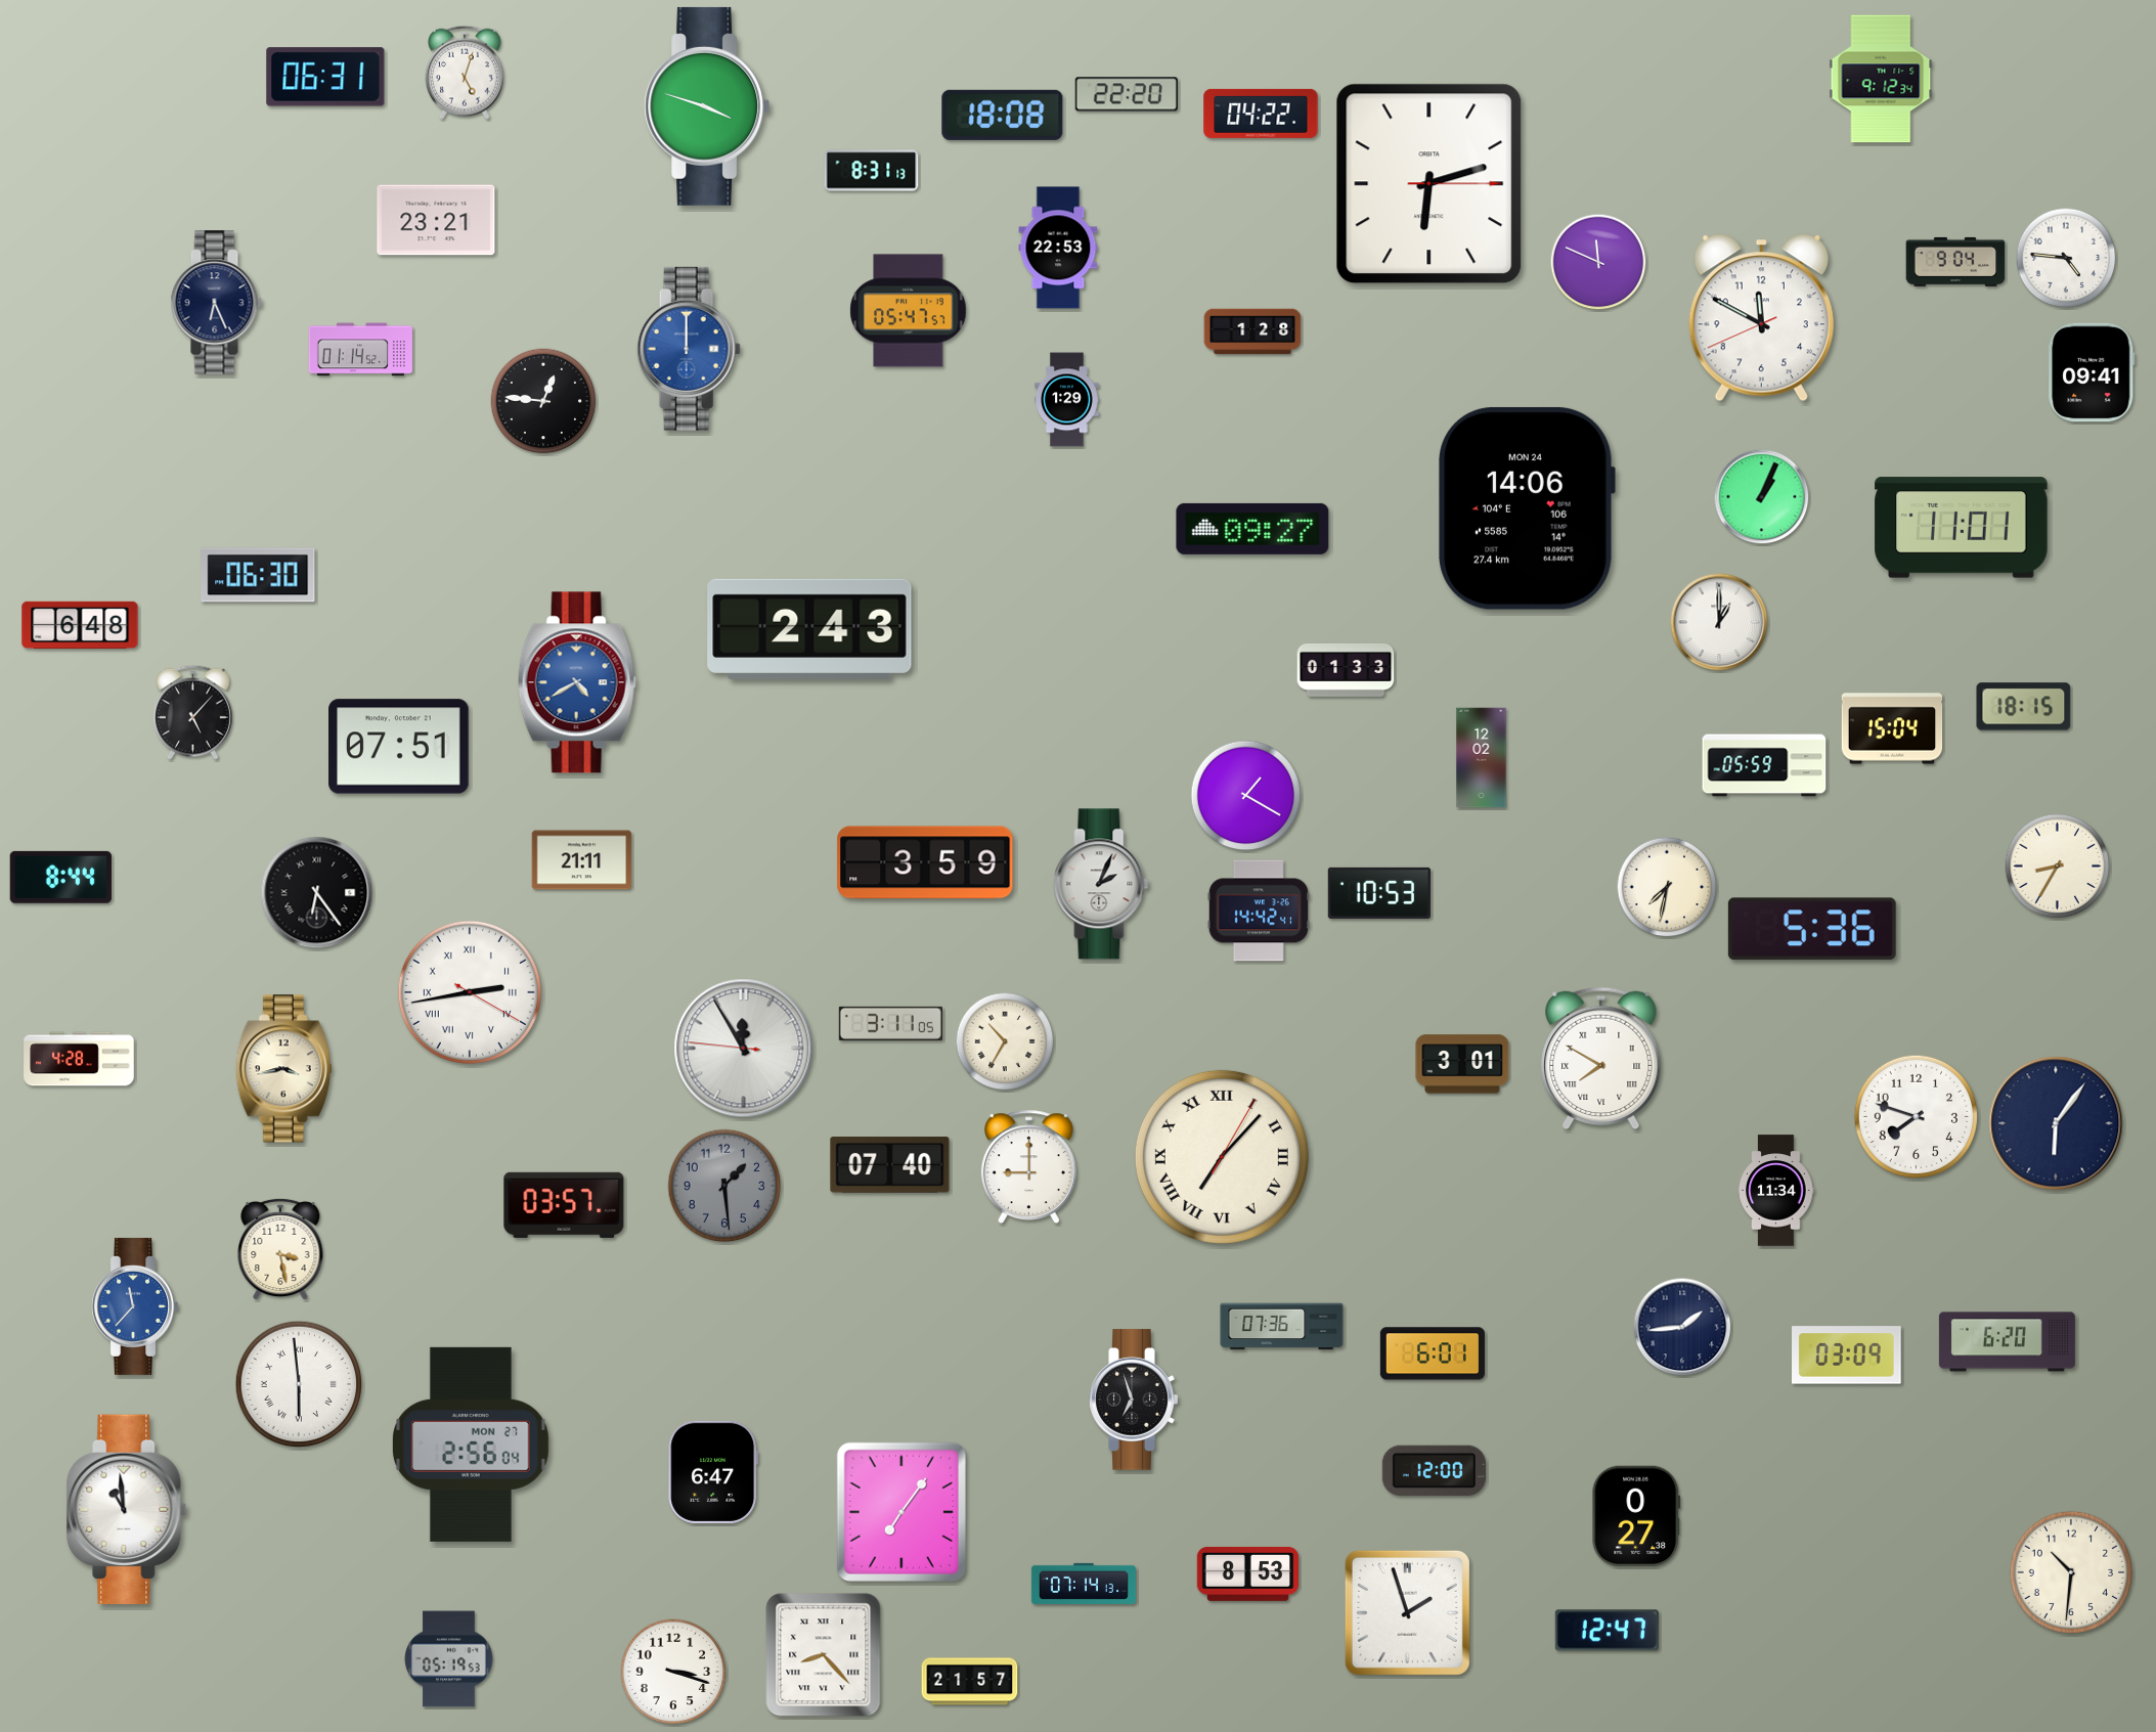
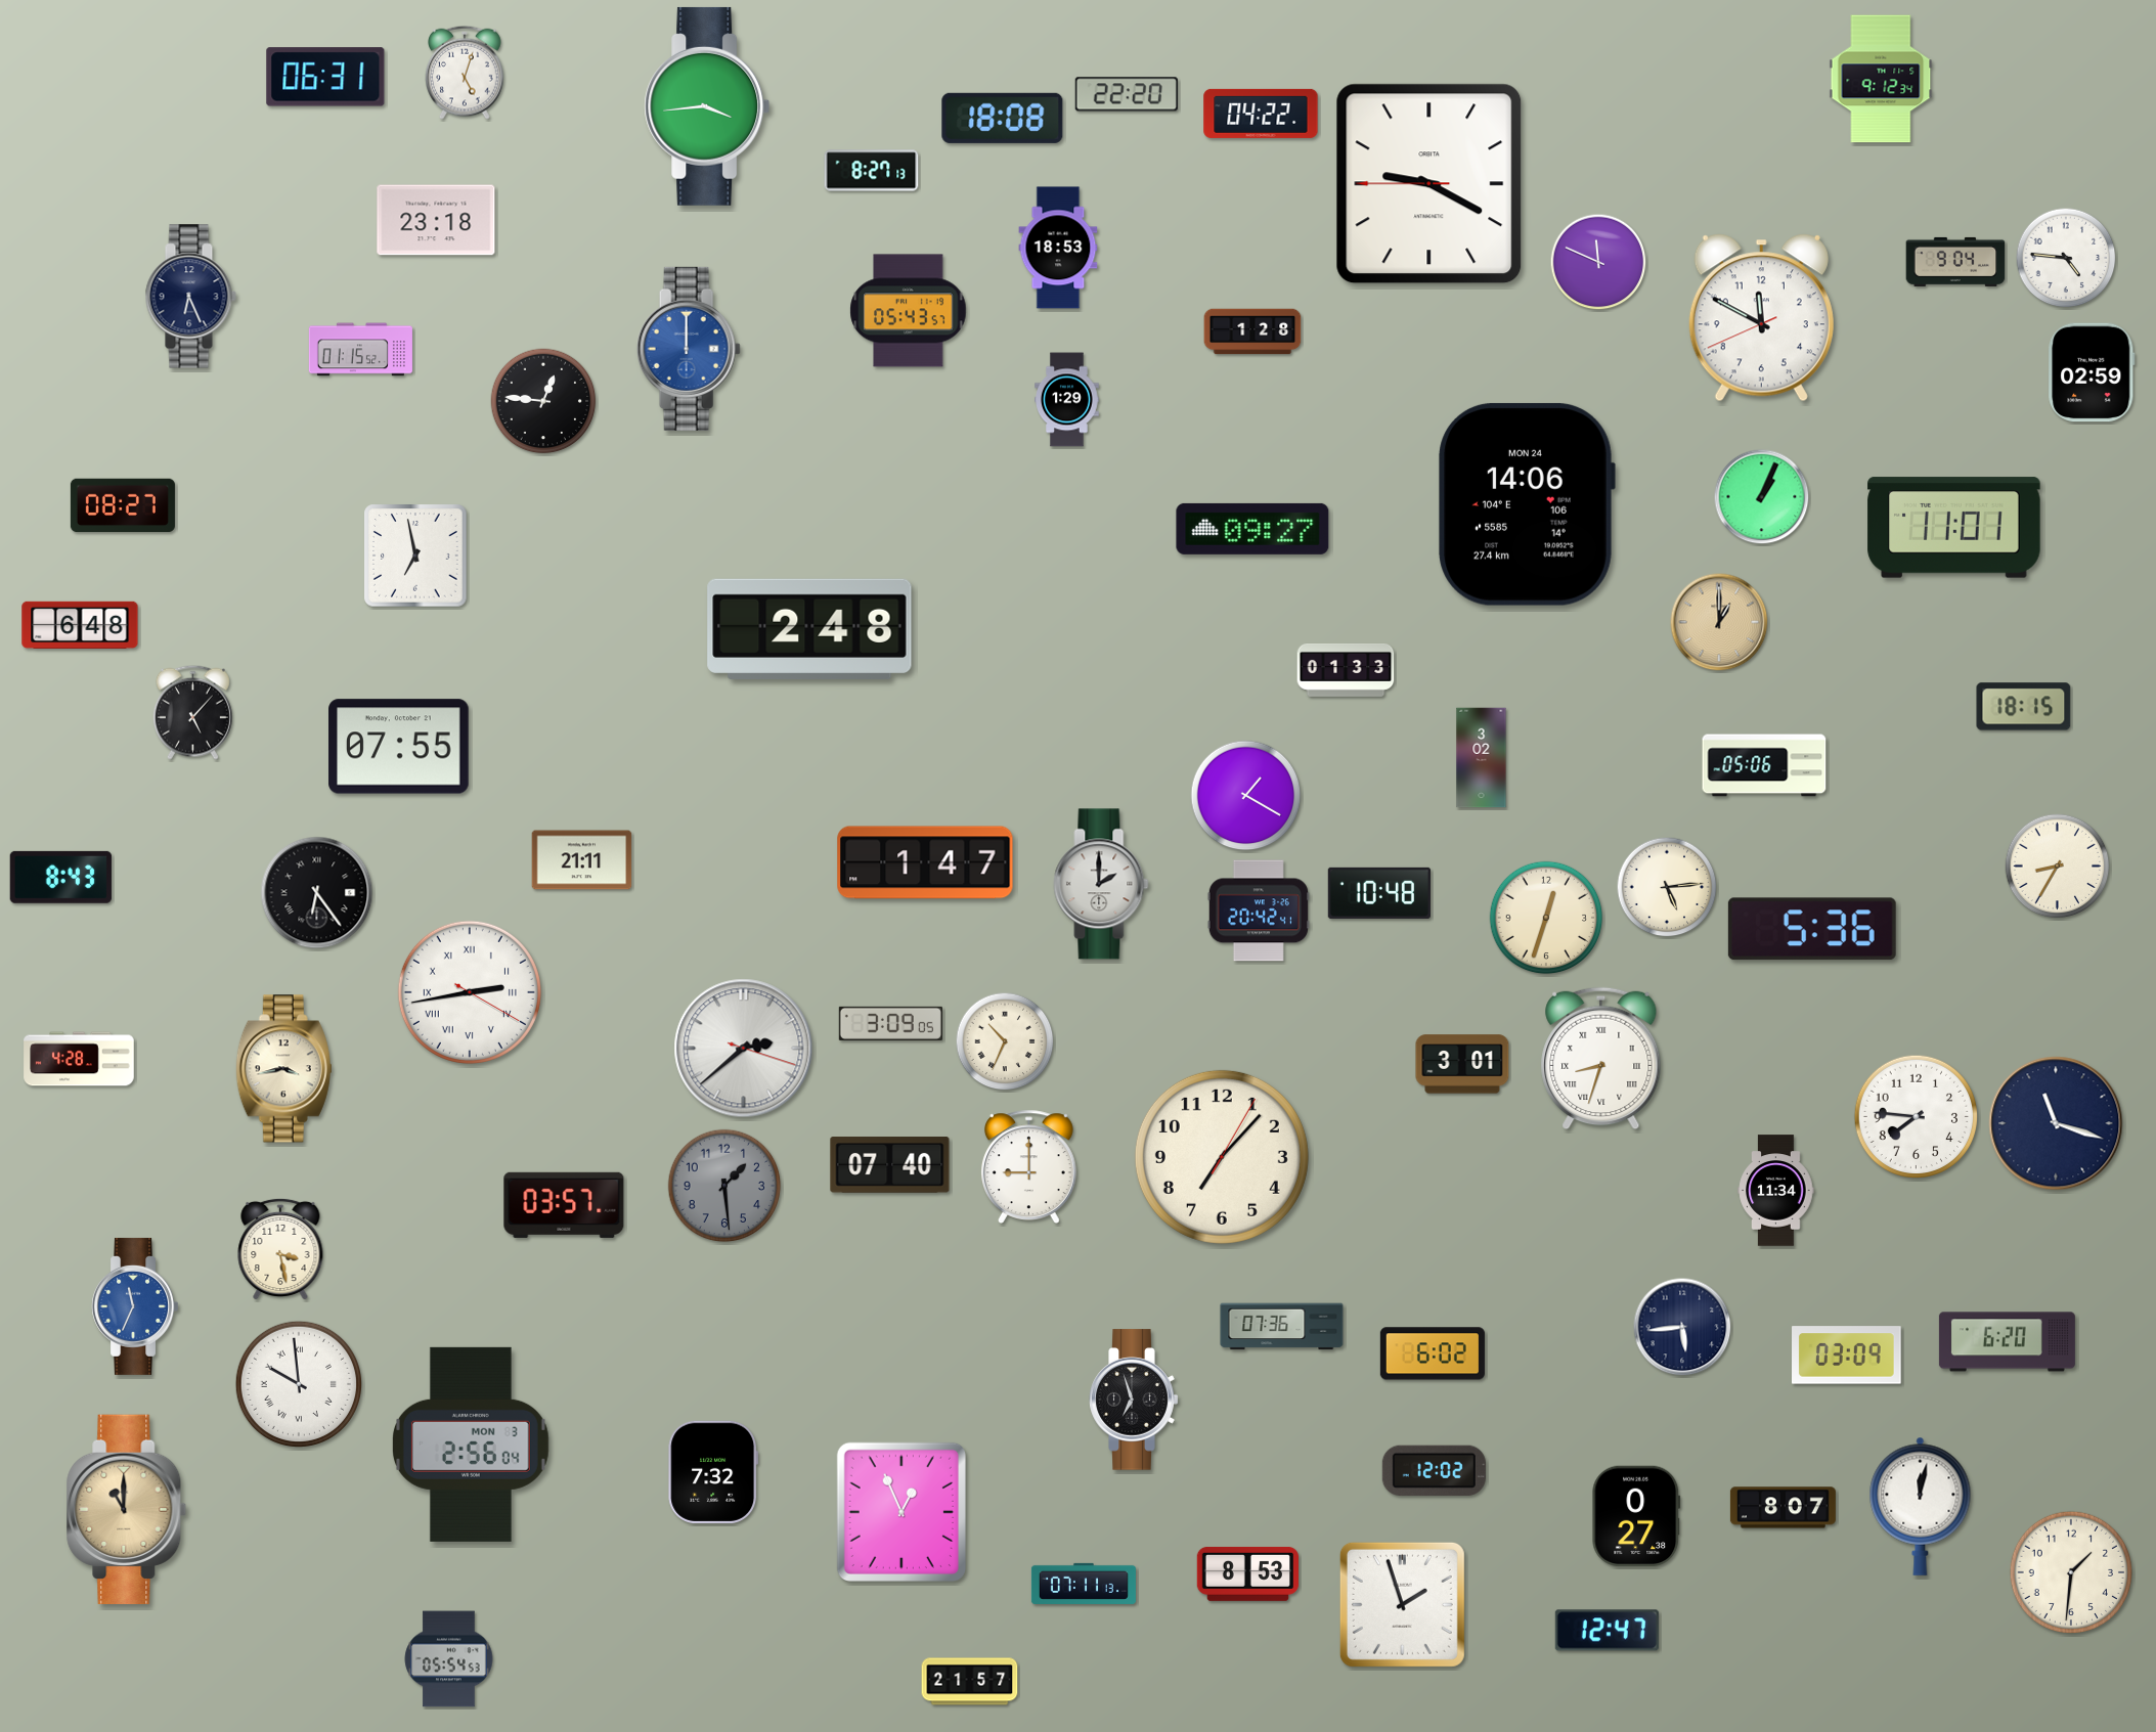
clock at (707, 106): 3:48 -> 3:44
clock at (1003, 115) position: (1003, 115) -> (1003, 118)
clock at (872, 171): 8:31 -> 8:27
clock at (1429, 184): 6:12 -> 9:19
clock at (436, 220): 23:21 -> 23:18
clock at (1058, 248): 22:53 -> 18:53
clock at (216, 303) position: (216, 303) -> (190, 297)
clock at (909, 311): 05:47 -> 05:43
clock at (360, 350): 01:14 -> 01:15
clock at (2092, 372): 09:41 -> 02:59
clock at (123, 505): none -> 08:27
clock at (1527, 508) position: (1527, 508) -> (1527, 504)
clock at (1962, 528) position: (1962, 528) -> (1954, 528)
clock at (415, 556): none -> 6:58
clock at (258, 575): 06:30 -> none
clock at (1719, 622) dial: white -> champagne
clock at (809, 628): 2:43 -> 2:48
clock at (577, 682): 4:40 -> none
clock at (1892, 728): 15:04 -> none
clock at (399, 747): 07:51 -> 07:55
clock at (1482, 758): 12:02 -> 3:02
clock at (1764, 765): 05:59 -> 05:06
clock at (925, 862): 3:59 -> 1:47
clock at (60, 877): 8:44 -> 8:43
clock at (1101, 884): 2:04 -> 2:00
clock at (1667, 887): 7:32 -> 5:14
clock at (1379, 893): 10:53 -> 10:48
clock at (1259, 911): 14:42 -> 20:42
clock at (1546, 918): none -> 12:33
clock at (890, 1023): 3:11 -> 3:09
clock at (1005, 1041): 10:35 -> 10:34
clock at (744, 1049): 11:54 -> 2:38
clock at (1601, 1059): 7:50 -> 8:33
clock at (1916, 1116): 7:48 -> 7:46
clock at (2056, 1123): 6:06 -> 11:18
clock at (1222, 1157) numerals: Roman -> Arabic
clock at (134, 1306): 11:37 -> 11:34
clock at (1682, 1327): 1:44 -> 5:44
clock at (1433, 1353): 6:01 -> 6:02
clock at (298, 1383): 5:59 -> 9:59
clock at (471, 1445) date: MON 27 -> MON 3
clock at (1434, 1470): 12:00 -> 12:02
clock at (713, 1472): 6:47 -> 7:32
clock at (1921, 1506): none -> 12:02
clock at (1783, 1508): none -> 8:07
clock at (127, 1509): 10:59 -> 11:00
clock at (127, 1509) dial: white -> champagne
clock at (901, 1512): 7:06 -> 12:56
clock at (2071, 1572): 10:31 -> 1:31
clock at (1084, 1584): 07:14 -> 07:11
clock at (1407, 1612) position: (1407, 1612) -> (1402, 1604)
clock at (824, 1655): 8:23 -> none
clock at (449, 1659): 05:19 -> 05:54
clock at (673, 1672): 3:18 -> none
